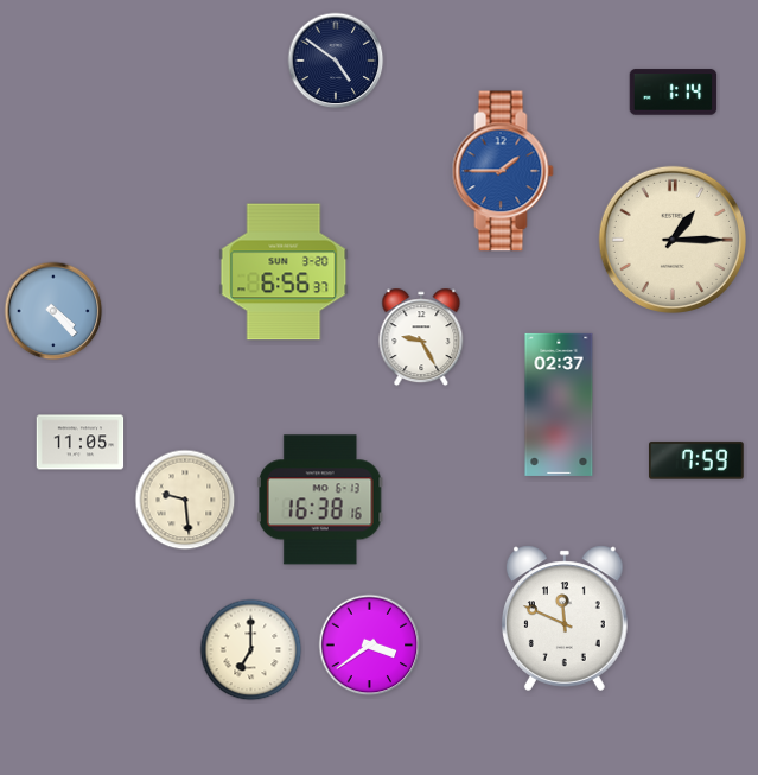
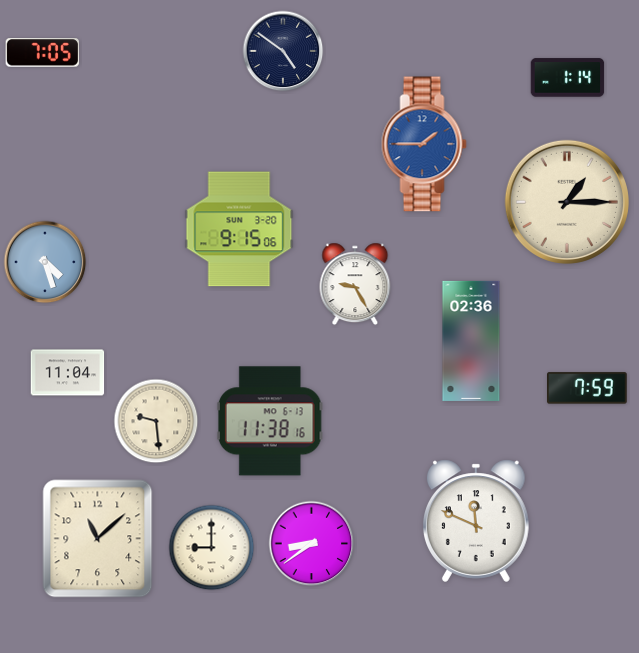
clock at (43, 53): none -> 7:05
clock at (284, 272): 6:56 -> 9:15
clock at (53, 311): 4:23 -> 4:27
clock at (559, 405): 02:37 -> 02:36
clock at (81, 443): 11:05 -> 11:04
clock at (320, 500): 16:38 -> 11:38
clock at (98, 539): none -> 11:08
clock at (370, 646): 3:39 -> 8:39
clock at (251, 650): 7:00 -> 9:00
